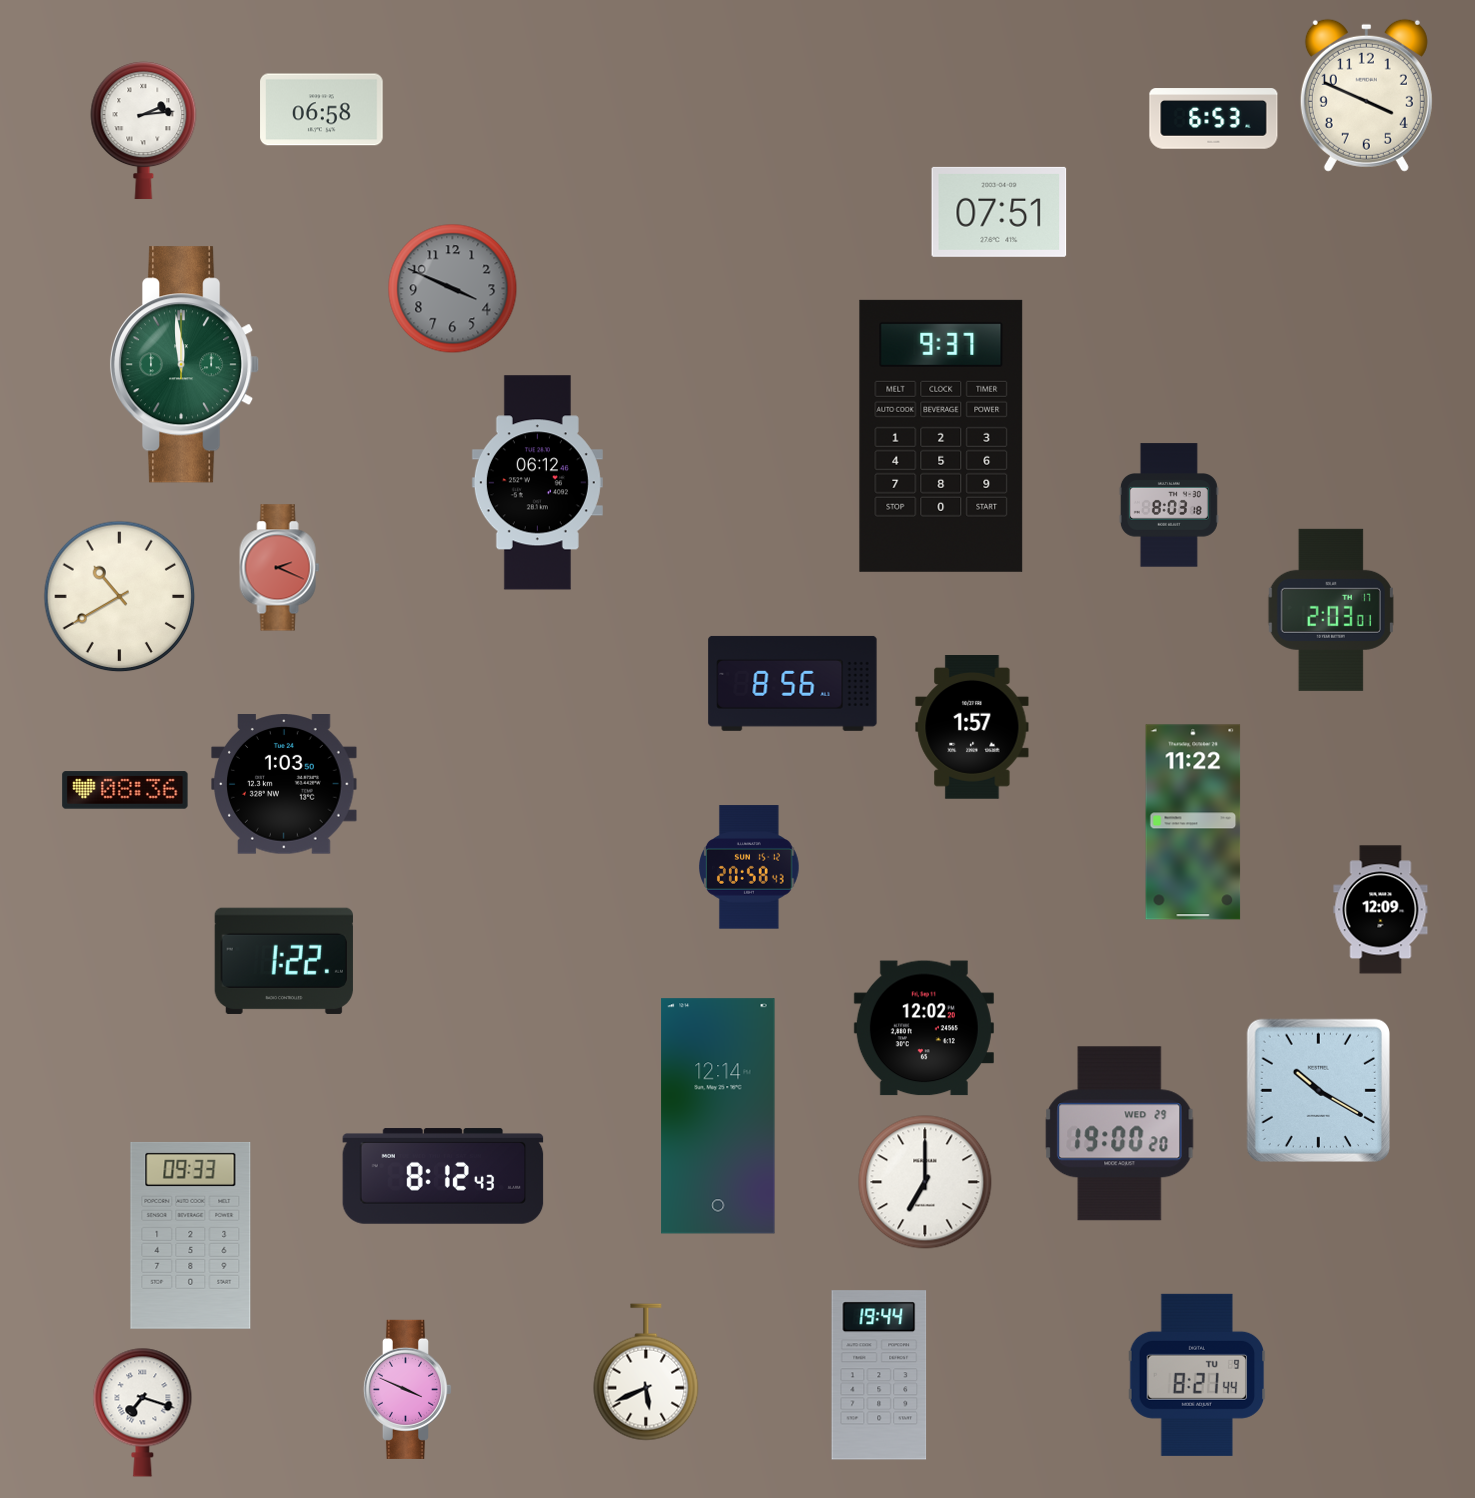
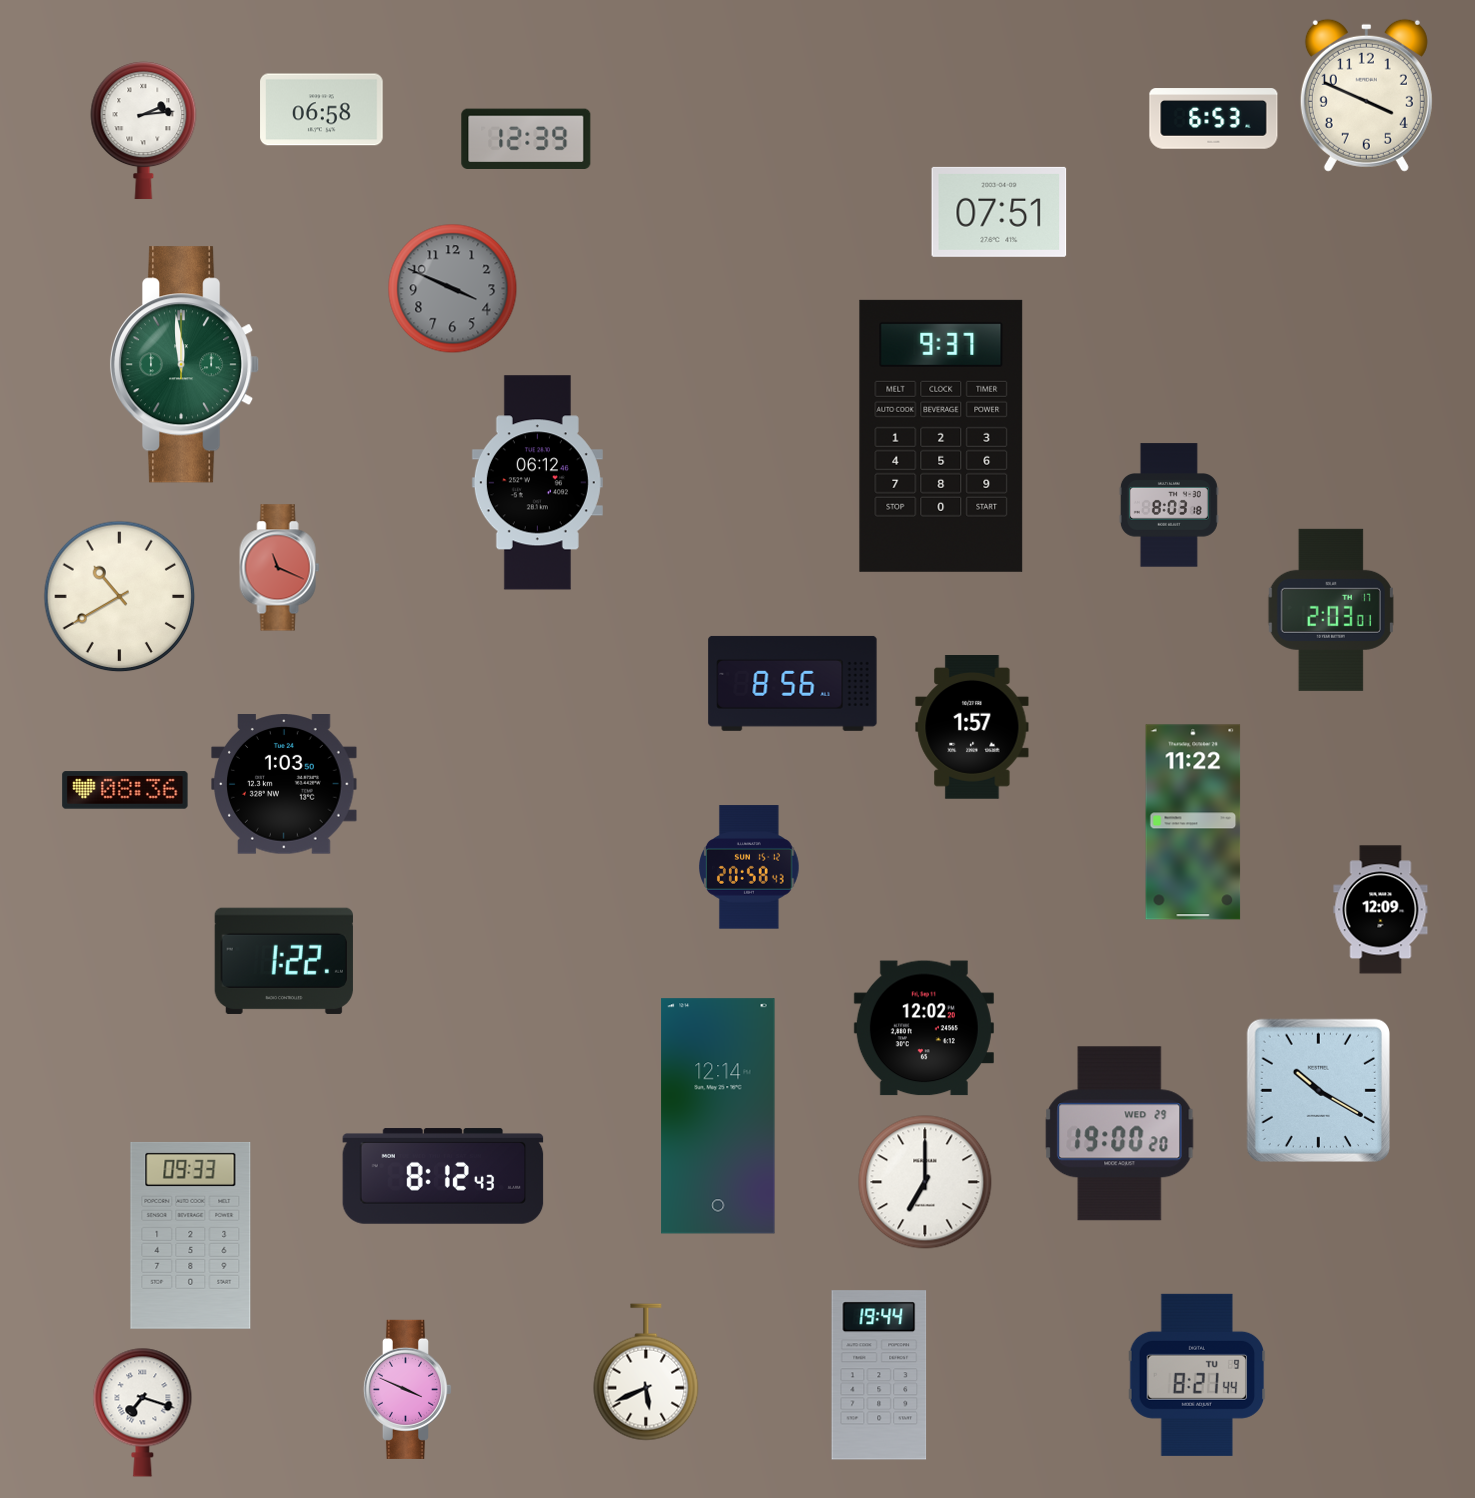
clock at (526, 139): none -> 12:39
clock at (280, 568): 2:19 -> 11:19
